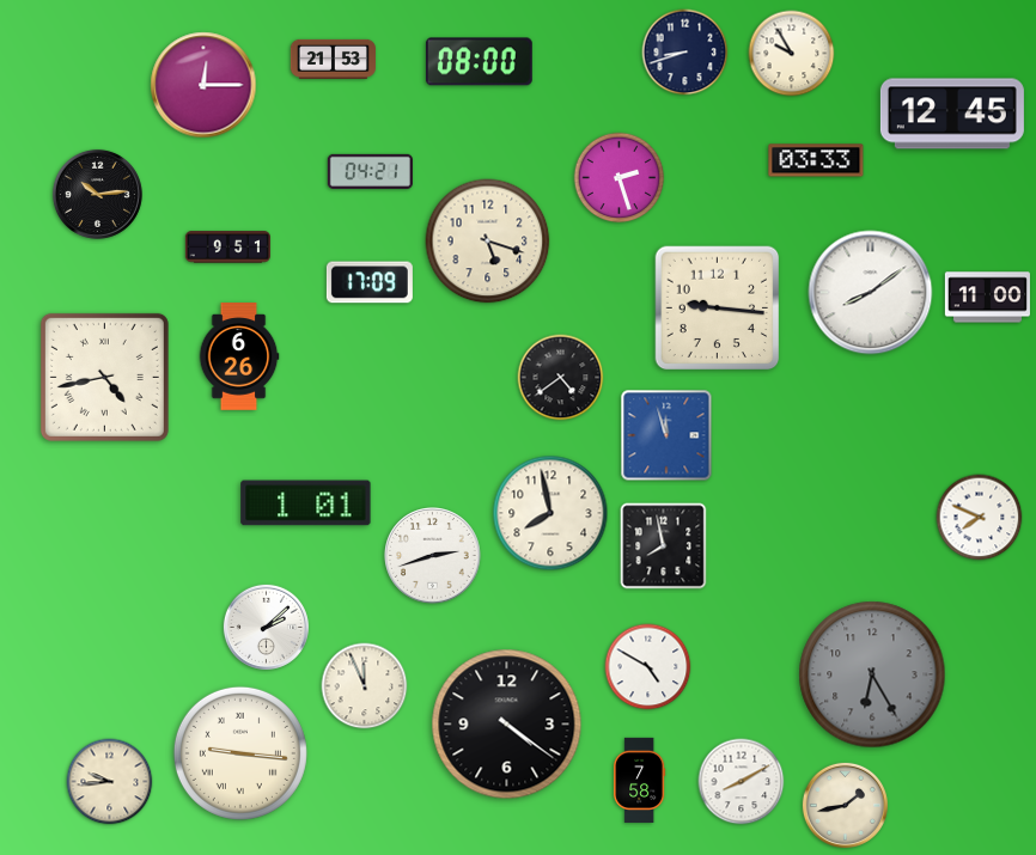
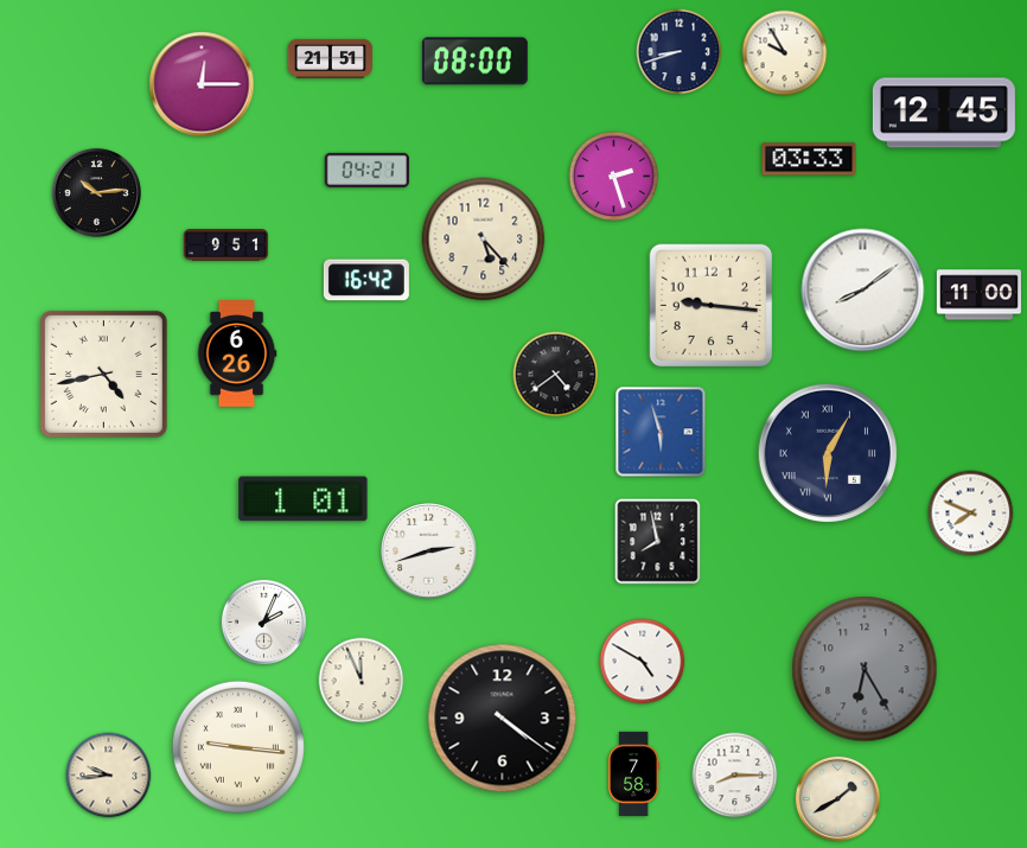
clock at (333, 59): 21:53 -> 21:51
clock at (488, 242): 5:18 -> 5:23
clock at (370, 282): 17:09 -> 16:42
clock at (666, 435): 11:57 -> 5:57
clock at (827, 452): none -> 6:05
clock at (550, 513): 7:58 -> none
clock at (266, 627): 2:08 -> 2:04
clock at (742, 782): 8:10 -> 8:15
clock at (845, 805): 1:43 -> 1:40
